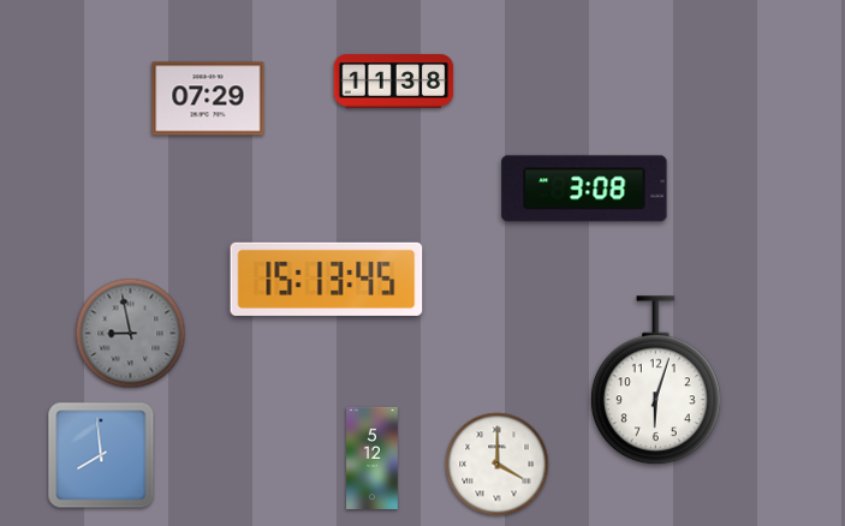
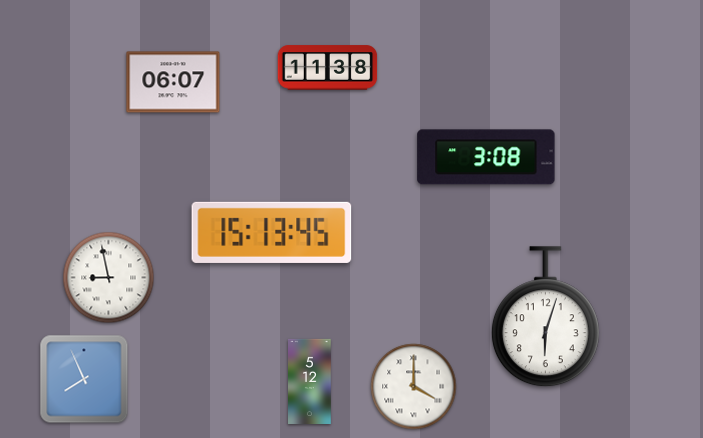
clock at (208, 98): 07:29 -> 06:07
clock at (131, 334) dial: grey -> white
clock at (101, 455): 7:59 -> 7:56
